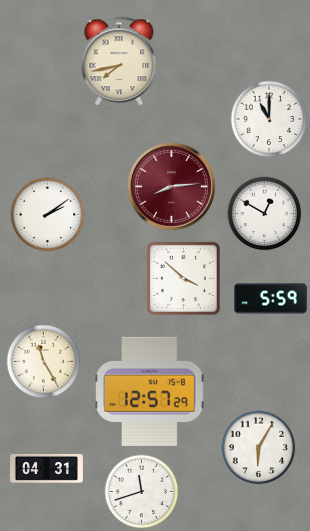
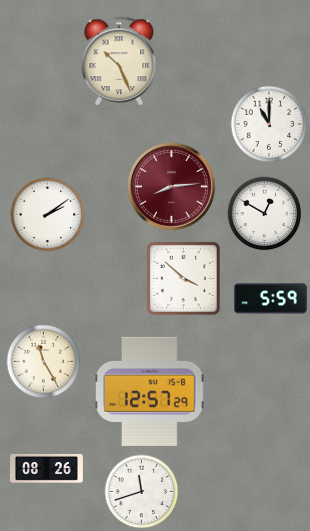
clock at (119, 61): 7:43 -> 10:26
clock at (269, 119) position: (269, 119) -> (269, 124)
clock at (259, 448): 6:05 -> none
clock at (47, 468): 04:31 -> 08:26
